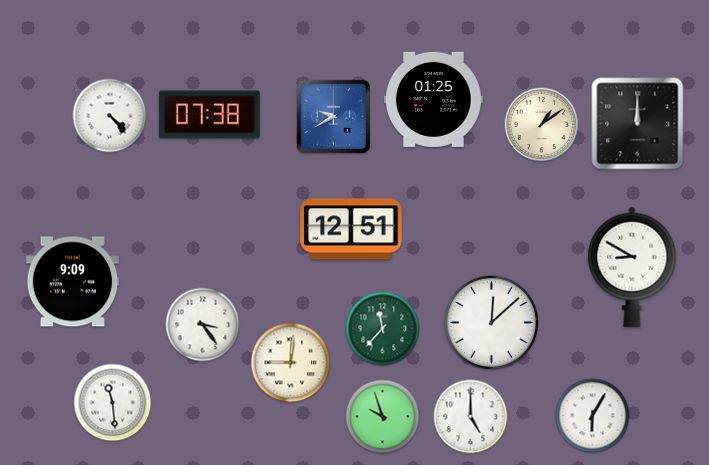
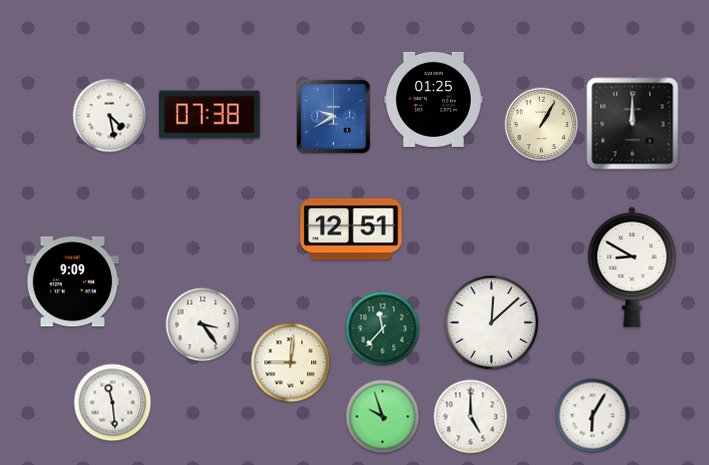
clock at (110, 116): 4:23 -> 4:28
clock at (638, 124) position: (638, 124) -> (633, 124)
clock at (542, 125): 1:09 -> 1:05
